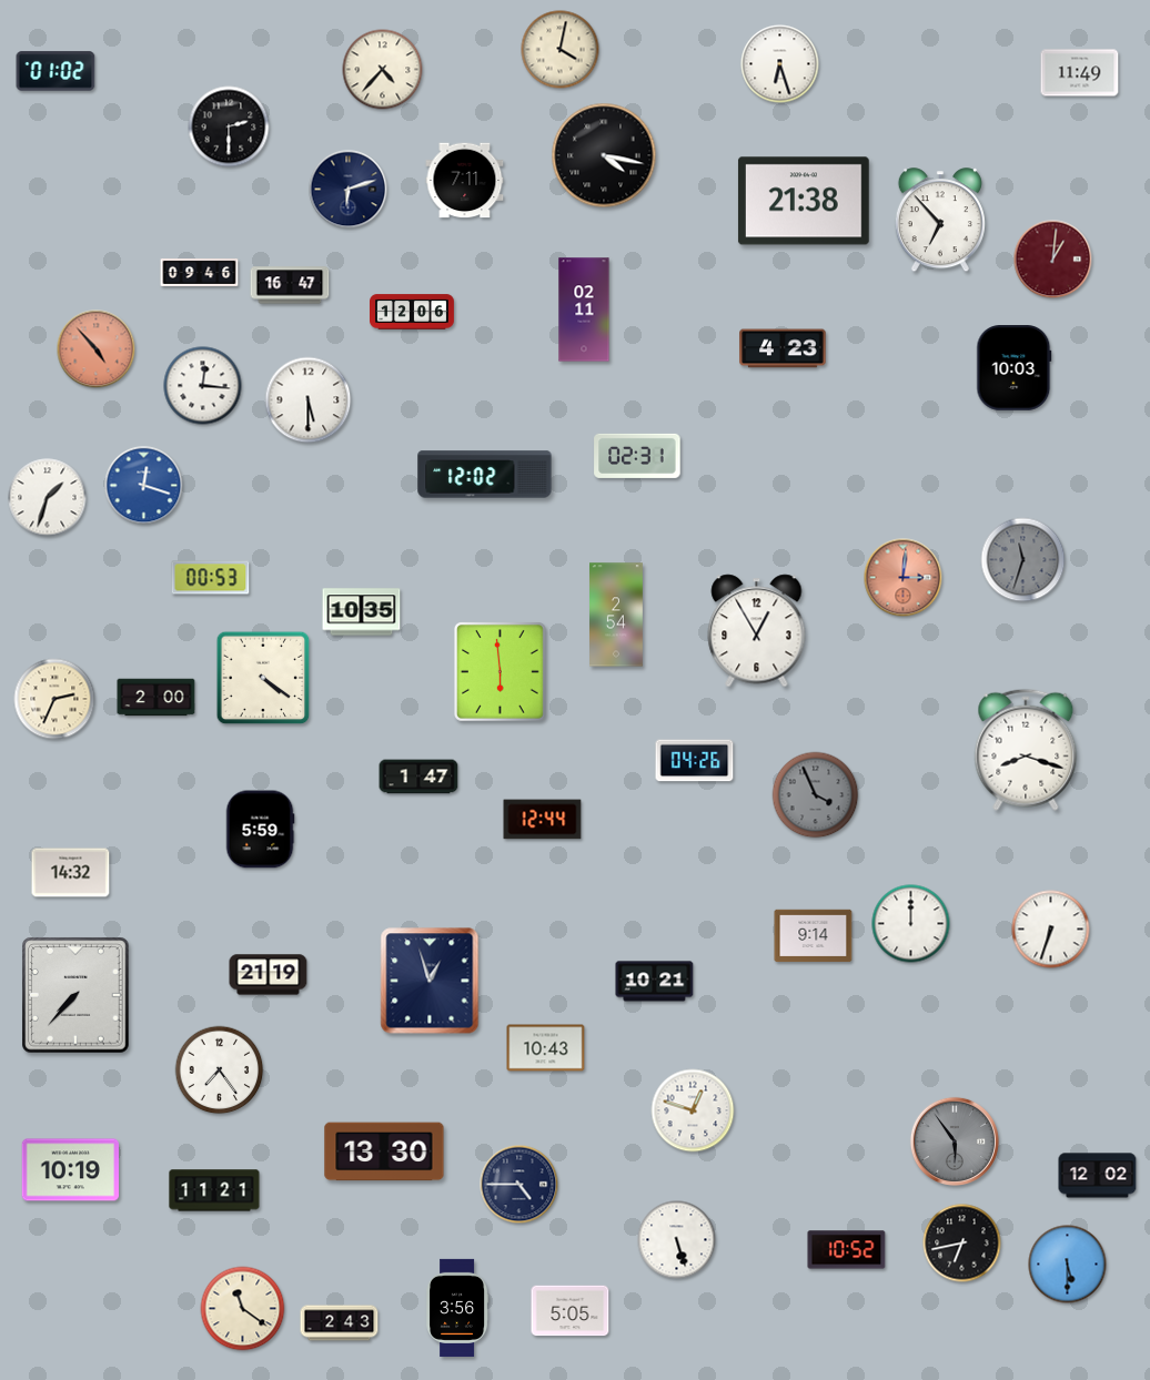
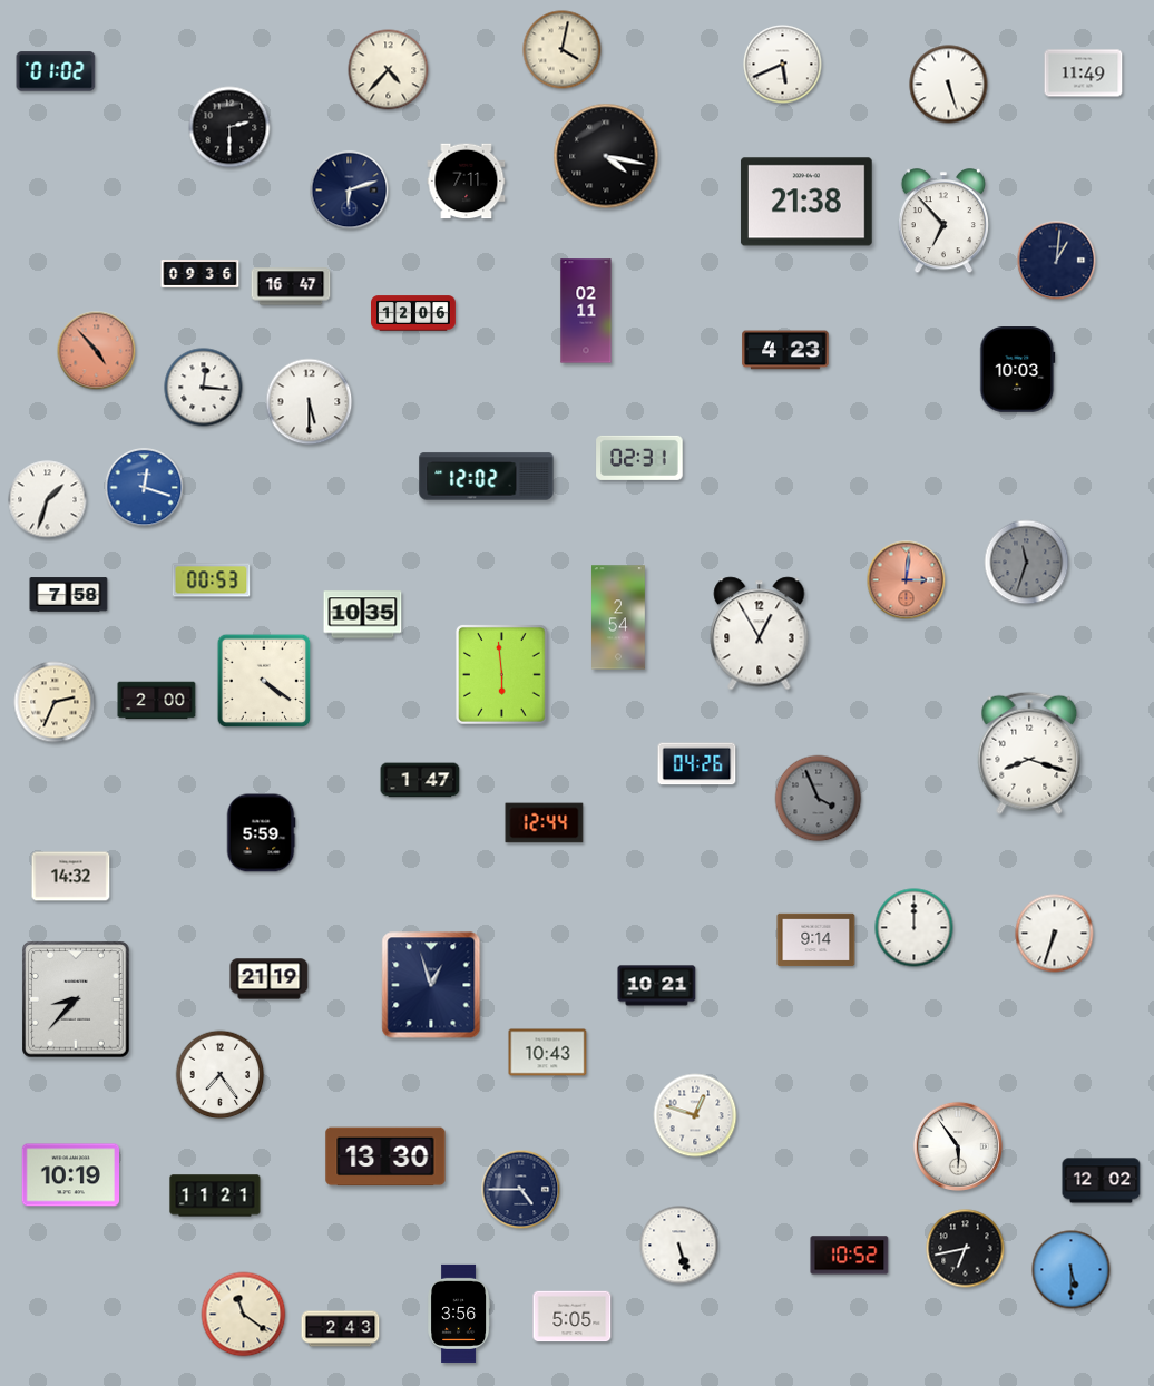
clock at (780, 64): 6:27 -> 5:41
clock at (383, 70) position: (383, 70) -> (389, 70)
clock at (949, 85): none -> 5:27
clock at (1053, 260) dial: burgundy -> navy
clock at (200, 273): 09:46 -> 09:36
clock at (69, 595): none -> 7:58
clock at (75, 995): 7:37 -> 8:37
clock at (955, 1141) dial: grey -> white
